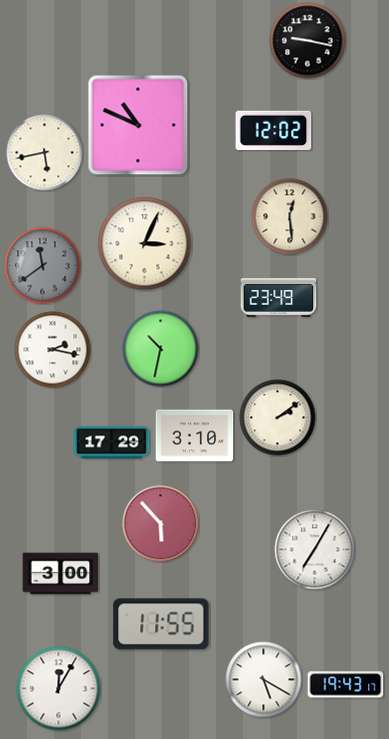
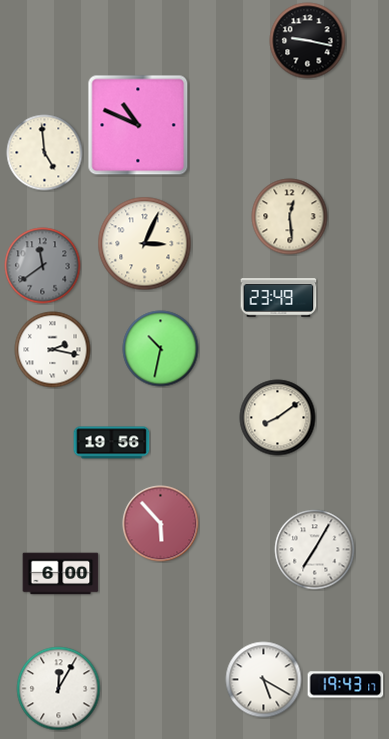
clock at (274, 130): 12:02 -> none
clock at (45, 153): 5:43 -> 4:59
clock at (278, 418): 2:09 -> 8:09
clock at (195, 436): 3:10 -> none
clock at (112, 443): 17:29 -> 19:56
clock at (61, 574): 3:00 -> 6:00
clock at (161, 624): 11:55 -> none
